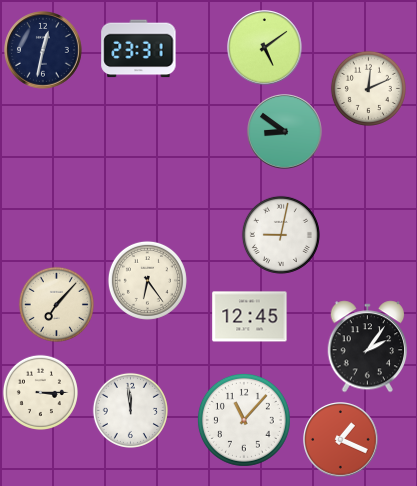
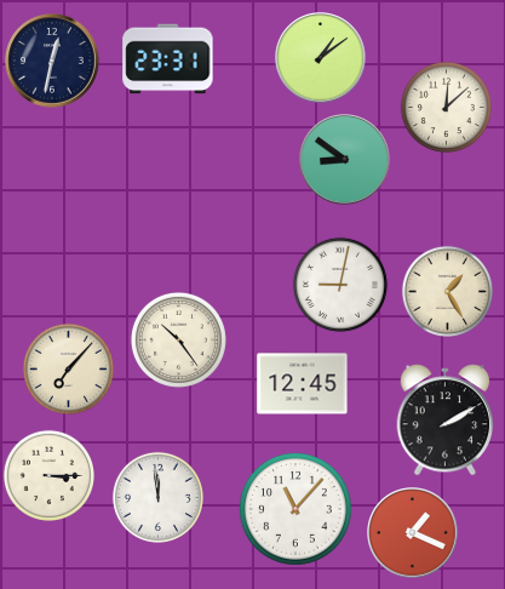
clock at (265, 48): 5:09 -> 1:09
clock at (368, 88): 12:11 -> 12:08
clock at (447, 291): none -> 1:25
clock at (147, 280): 6:24 -> 10:24
clock at (368, 347): 2:06 -> 2:10
